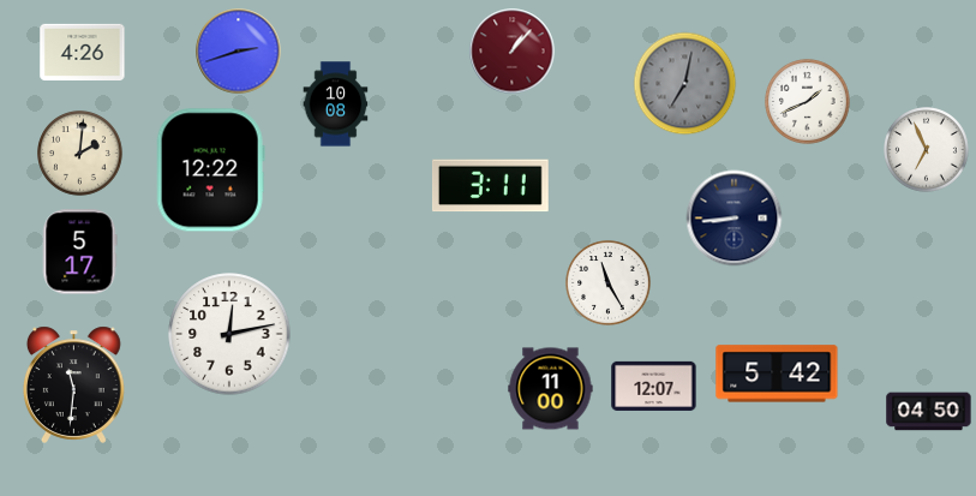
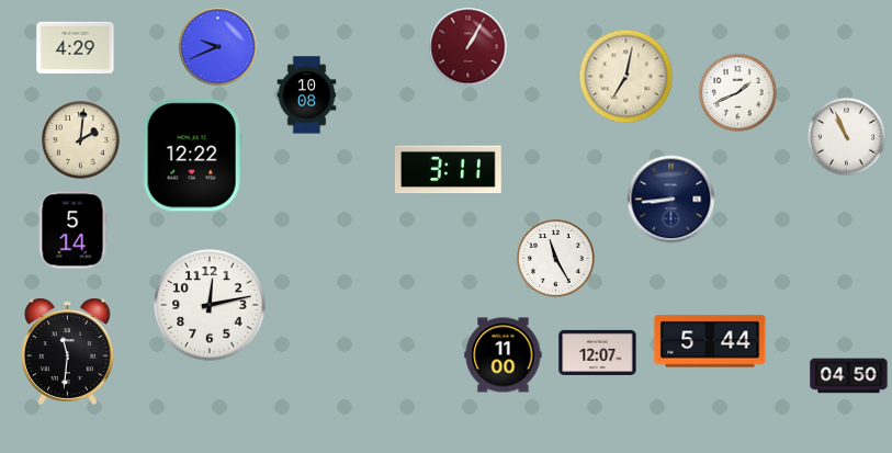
clock at (83, 52): 4:26 -> 4:29
clock at (239, 52): 2:42 -> 9:41
clock at (513, 52): 1:07 -> 1:05
clock at (685, 84) dial: grey -> cream
clock at (927, 150): 6:56 -> 10:56
clock at (80, 154) position: (80, 154) -> (81, 140)
clock at (79, 252): 5:17 -> 5:14
clock at (777, 374): 5:42 -> 5:44
